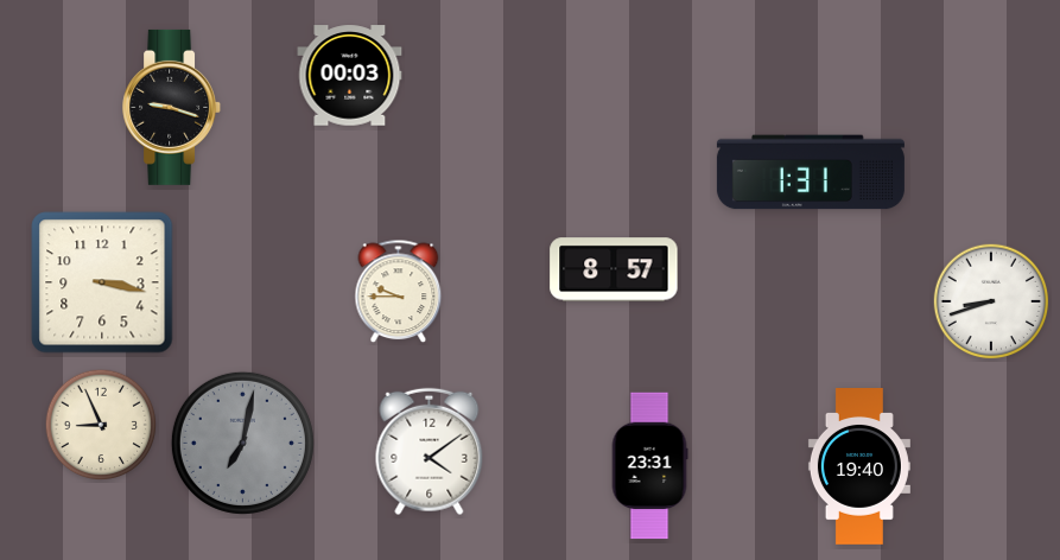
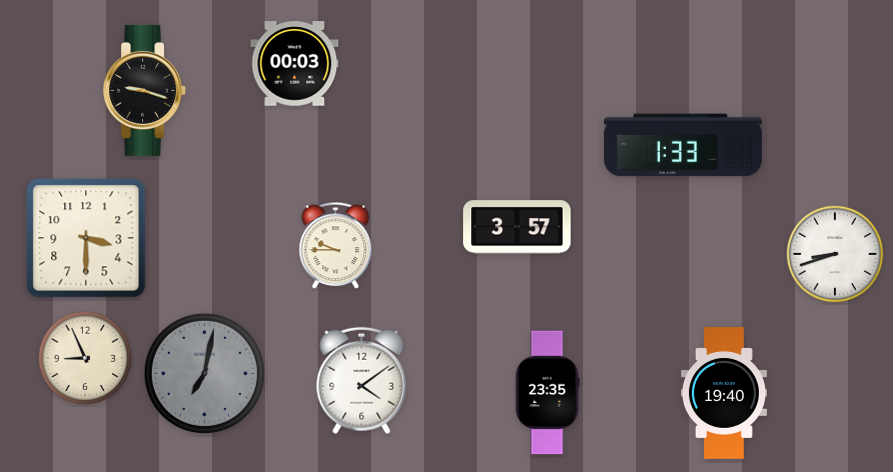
clock at (811, 172): 1:31 -> 1:33
clock at (614, 269): 8:57 -> 3:57
clock at (102, 282): 3:17 -> 3:30
clock at (649, 466): 23:31 -> 23:35
